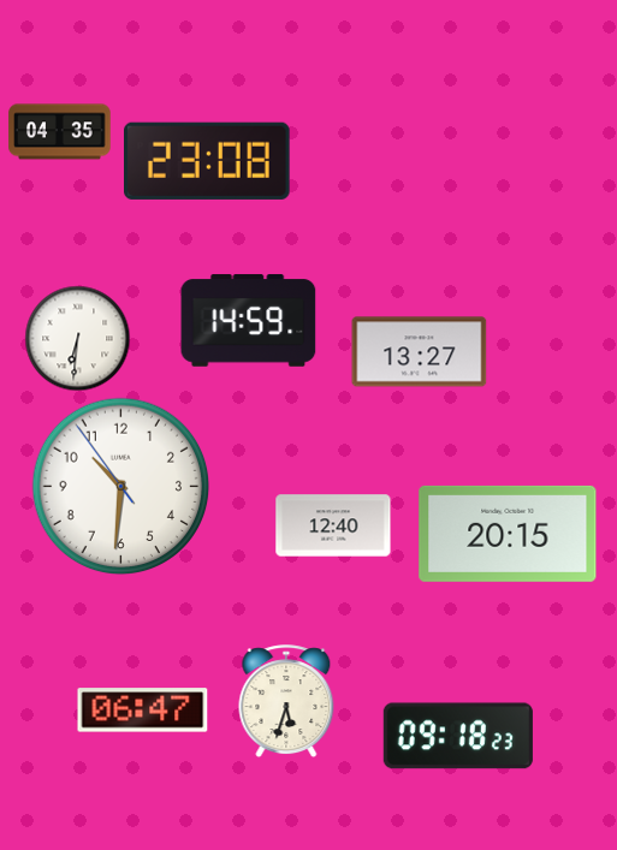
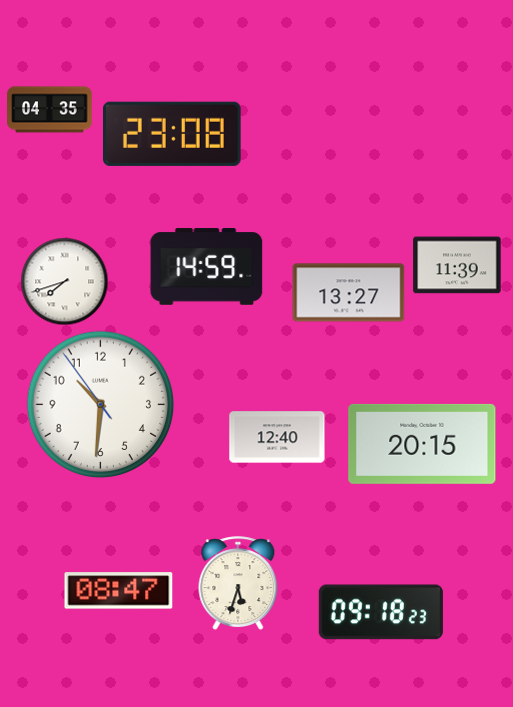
clock at (457, 265): none -> 11:39
clock at (77, 338): 6:31 -> 7:42
clock at (143, 711): 06:47 -> 08:47
